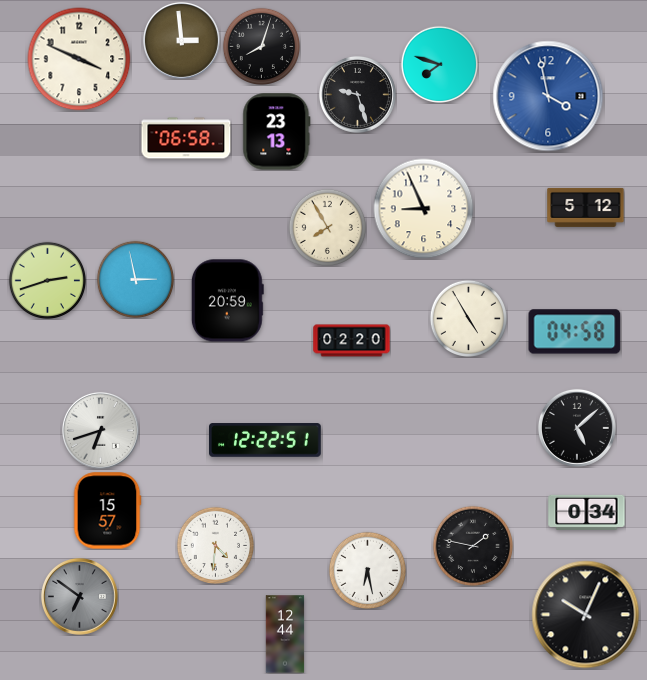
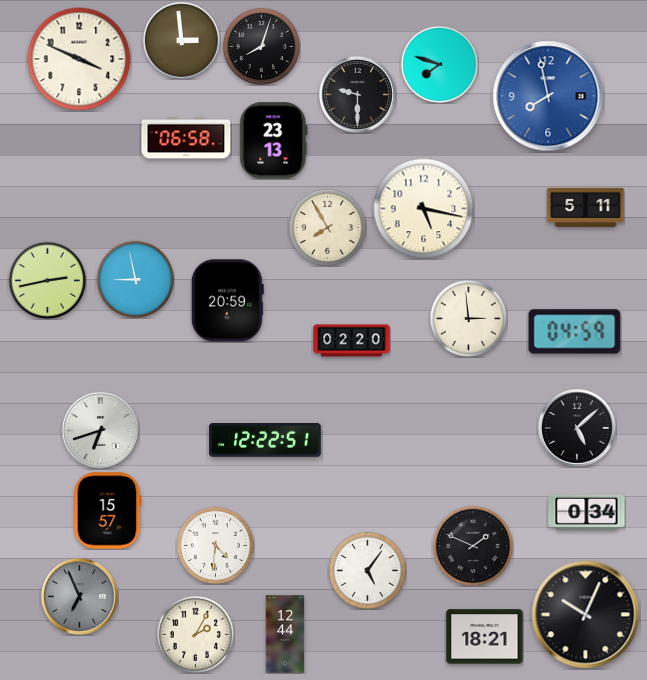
clock at (357, 94): 9:27 -> 9:30
clock at (548, 96): 3:58 -> 7:58
clock at (277, 132) position: (277, 132) -> (274, 141)
clock at (586, 207): 5:12 -> 5:11
clock at (424, 209): 8:56 -> 5:17
clock at (135, 279): 2:58 -> 8:58
clock at (47, 280): 2:42 -> 2:43
clock at (468, 318): 4:55 -> 2:59
clock at (575, 332): 04:58 -> 04:59
clock at (473, 546): 1:47 -> 1:49
clock at (367, 570): 6:28 -> 5:06
clock at (79, 596): 6:51 -> 6:56
clock at (195, 634): none -> 2:05
clock at (485, 637): none -> 18:21
